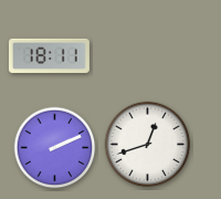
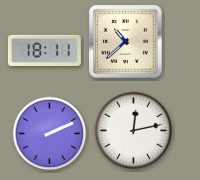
clock at (126, 42): none -> 10:38
clock at (148, 145): 12:42 -> 12:13
